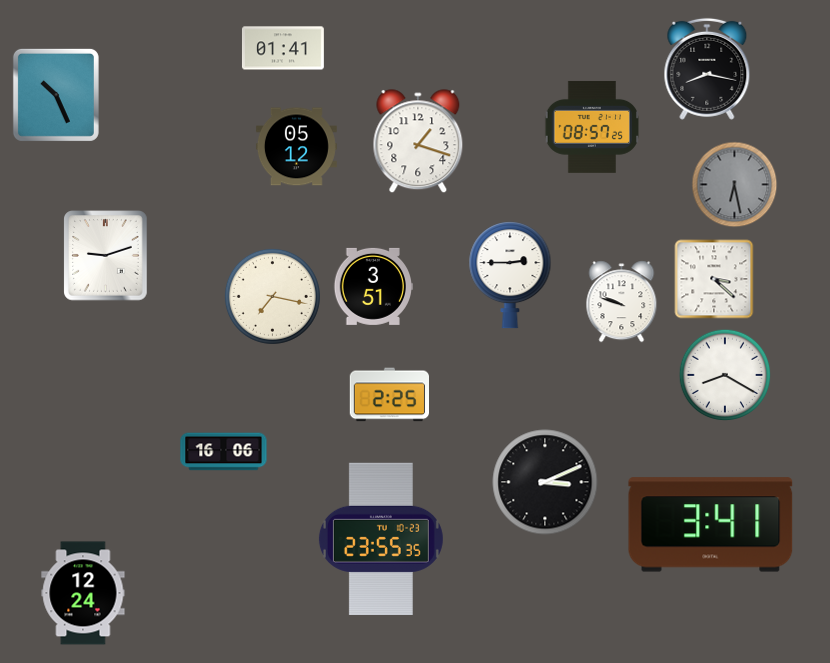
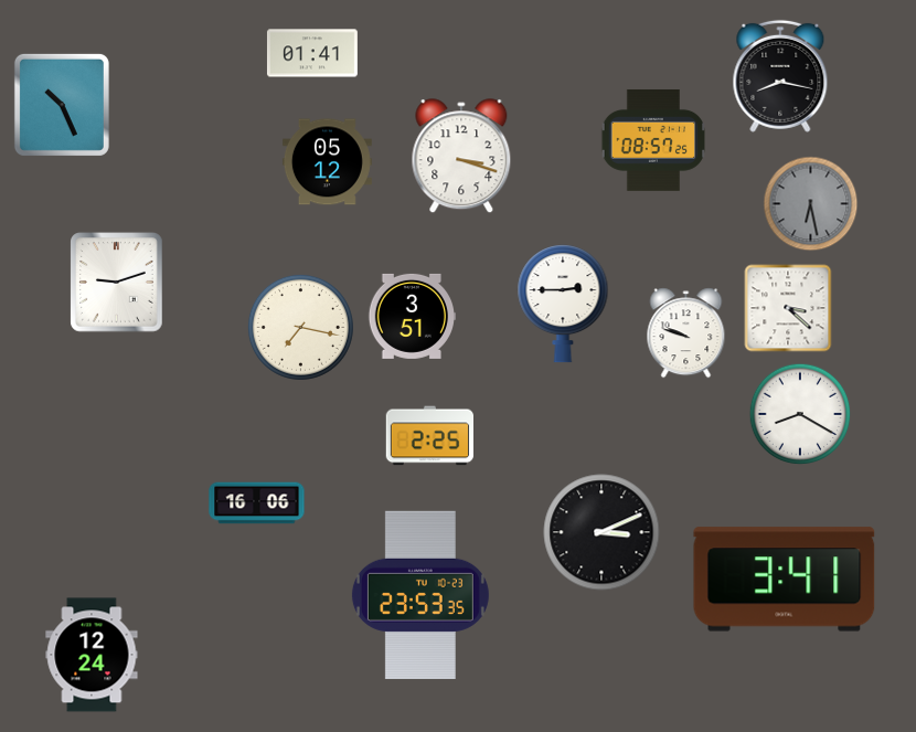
clock at (418, 142): 1:18 -> 3:18
clock at (224, 452) position: (224, 452) -> (257, 503)
clock at (381, 538): 23:55 -> 23:53
